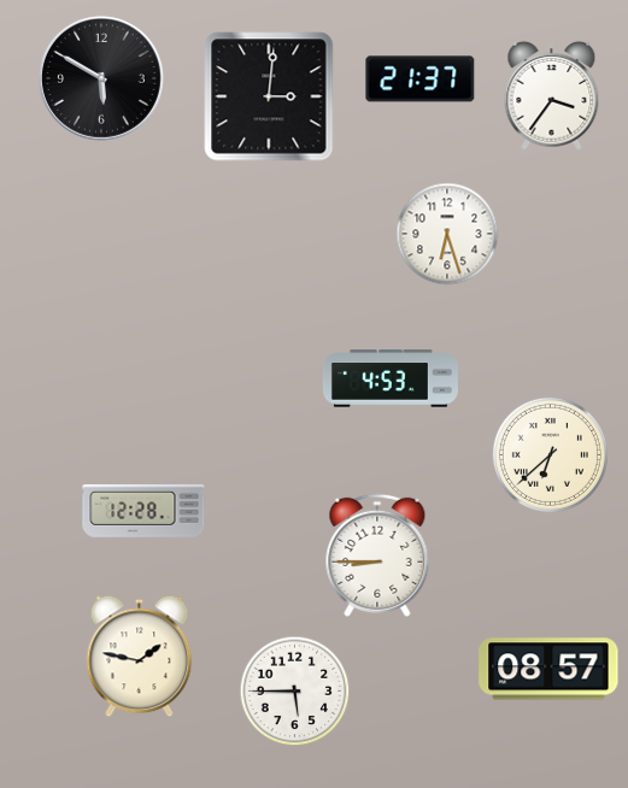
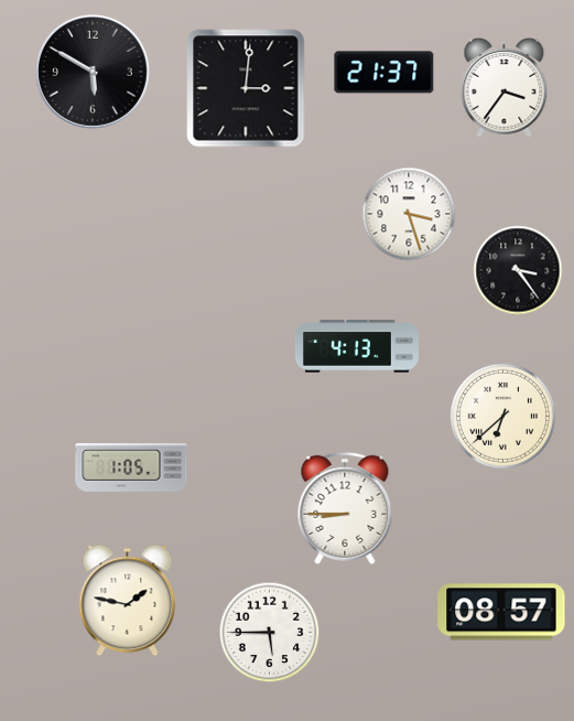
clock at (447, 234): 6:27 -> 3:27
clock at (518, 270): none -> 3:24
clock at (391, 378): 4:53 -> 4:13
clock at (143, 511): 12:28 -> 1:05
